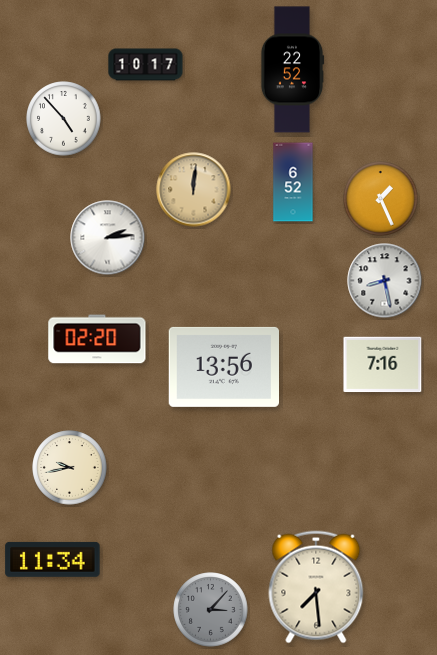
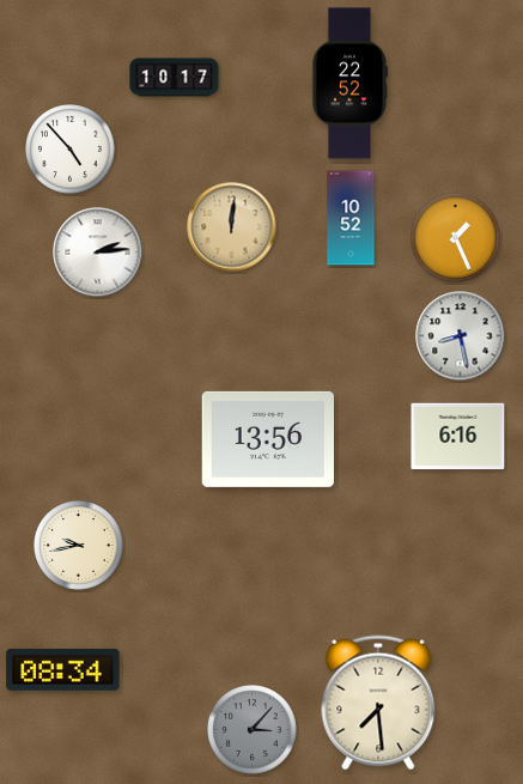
clock at (64, 119) position: (64, 119) -> (71, 150)
clock at (293, 182): 6:52 -> 10:52
clock at (108, 238) position: (108, 238) -> (98, 253)
clock at (97, 339): 02:20 -> none
clock at (383, 365): 7:16 -> 6:16
clock at (70, 468) position: (70, 468) -> (79, 546)
clock at (53, 559): 11:34 -> 08:34
